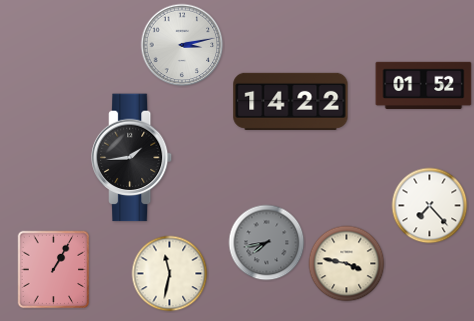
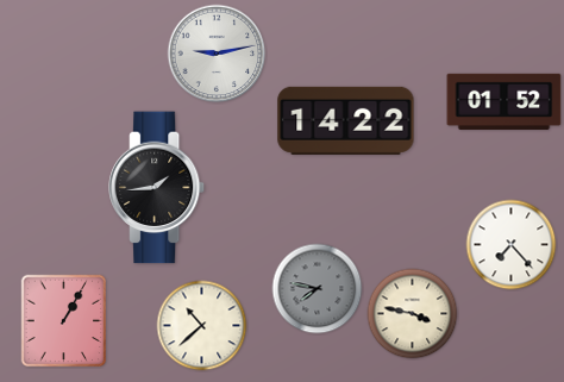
clock at (182, 45): 3:13 -> 9:13
clock at (267, 243): 7:43 -> 7:47
clock at (170, 274): 11:32 -> 10:38
